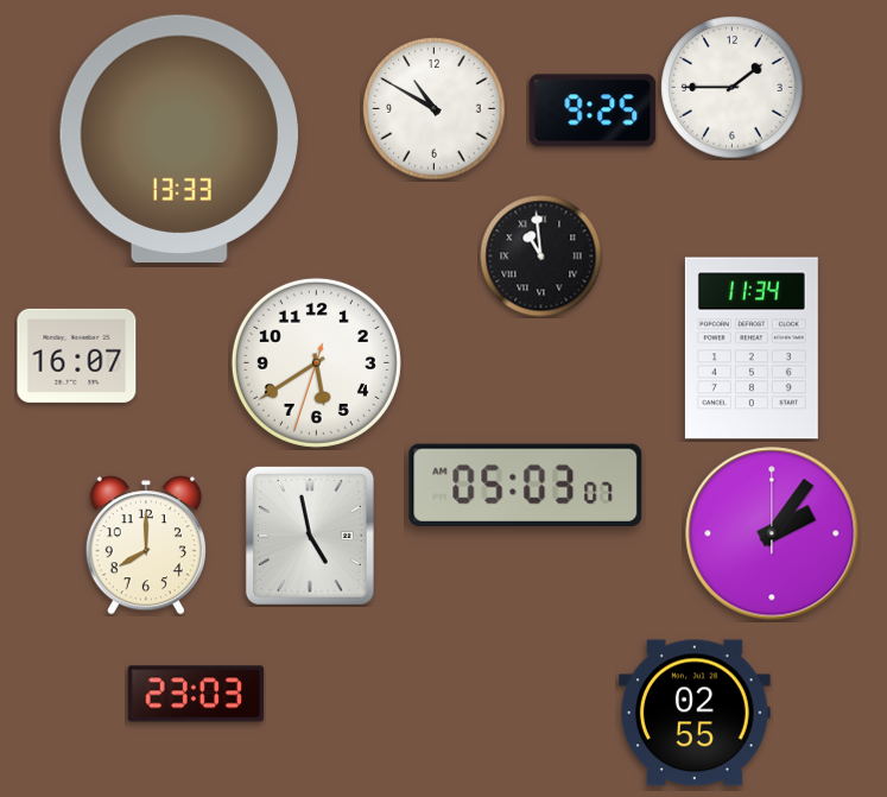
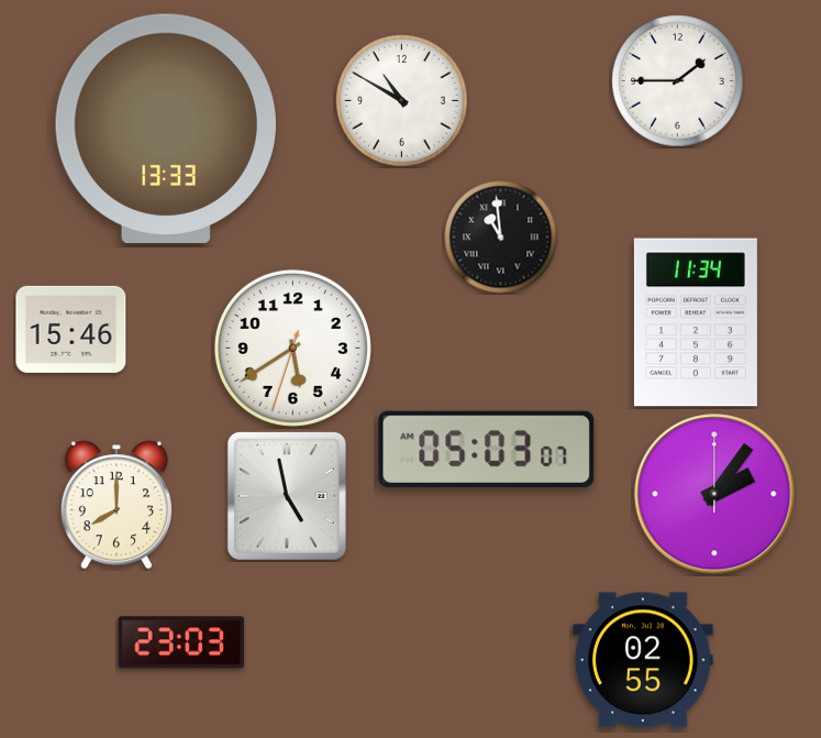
clock at (593, 110): 9:25 -> none
clock at (77, 355): 16:07 -> 15:46
clock at (316, 362) position: (316, 362) -> (292, 348)
clock at (146, 545) position: (146, 545) -> (117, 505)
